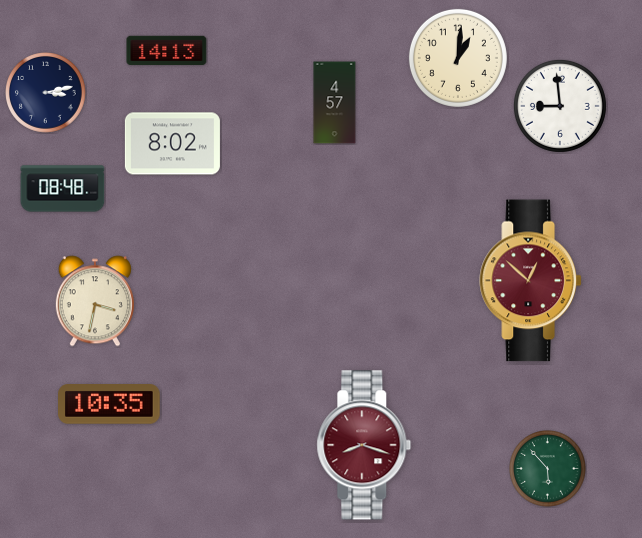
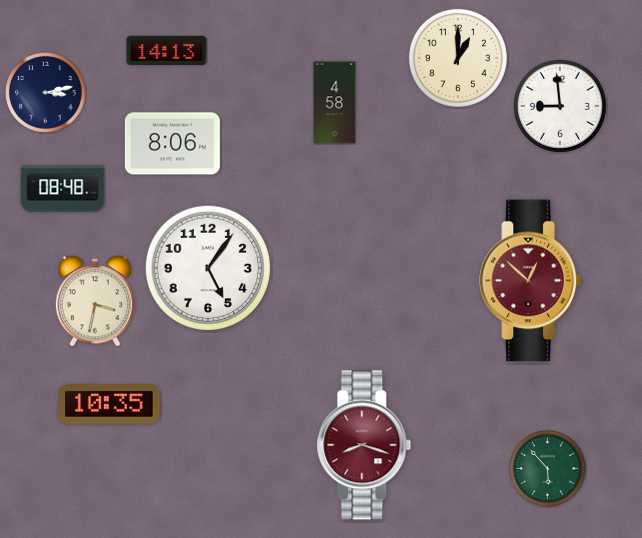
clock at (458, 58): 1:01 -> 1:00
clock at (335, 103): 4:57 -> 4:58
clock at (172, 144): 8:02 -> 8:06
clock at (207, 267): none -> 5:06
